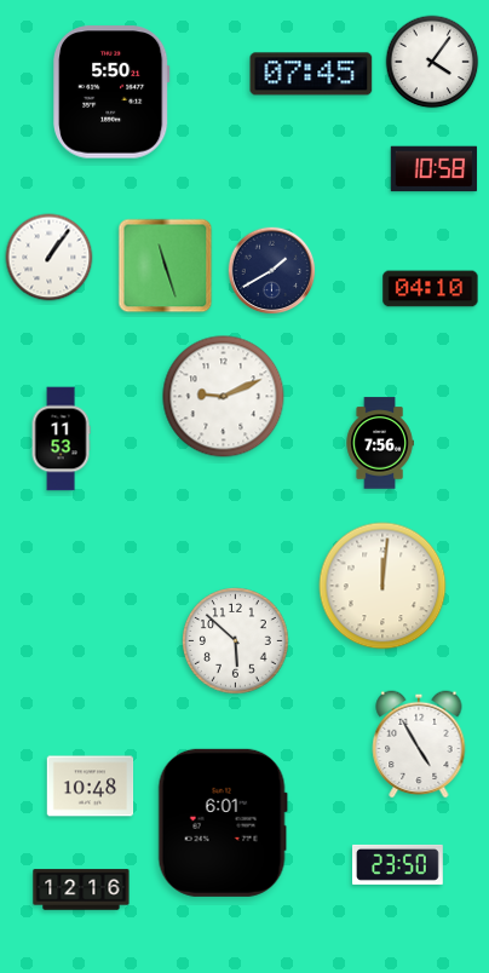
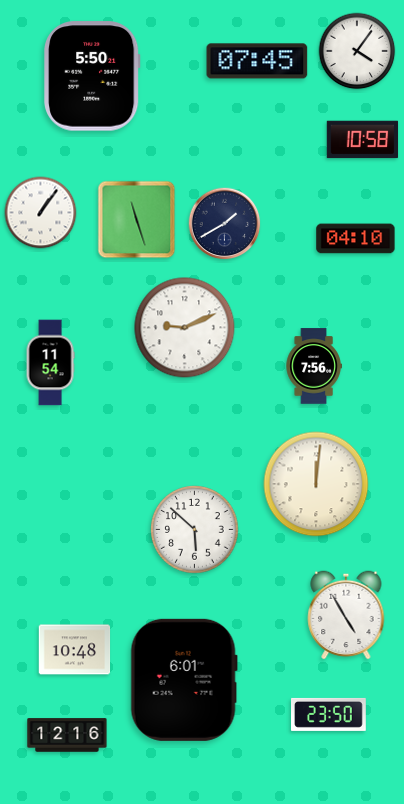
clock at (435, 169) position: (435, 169) -> (363, 140)
clock at (61, 439): 11:53 -> 11:54
